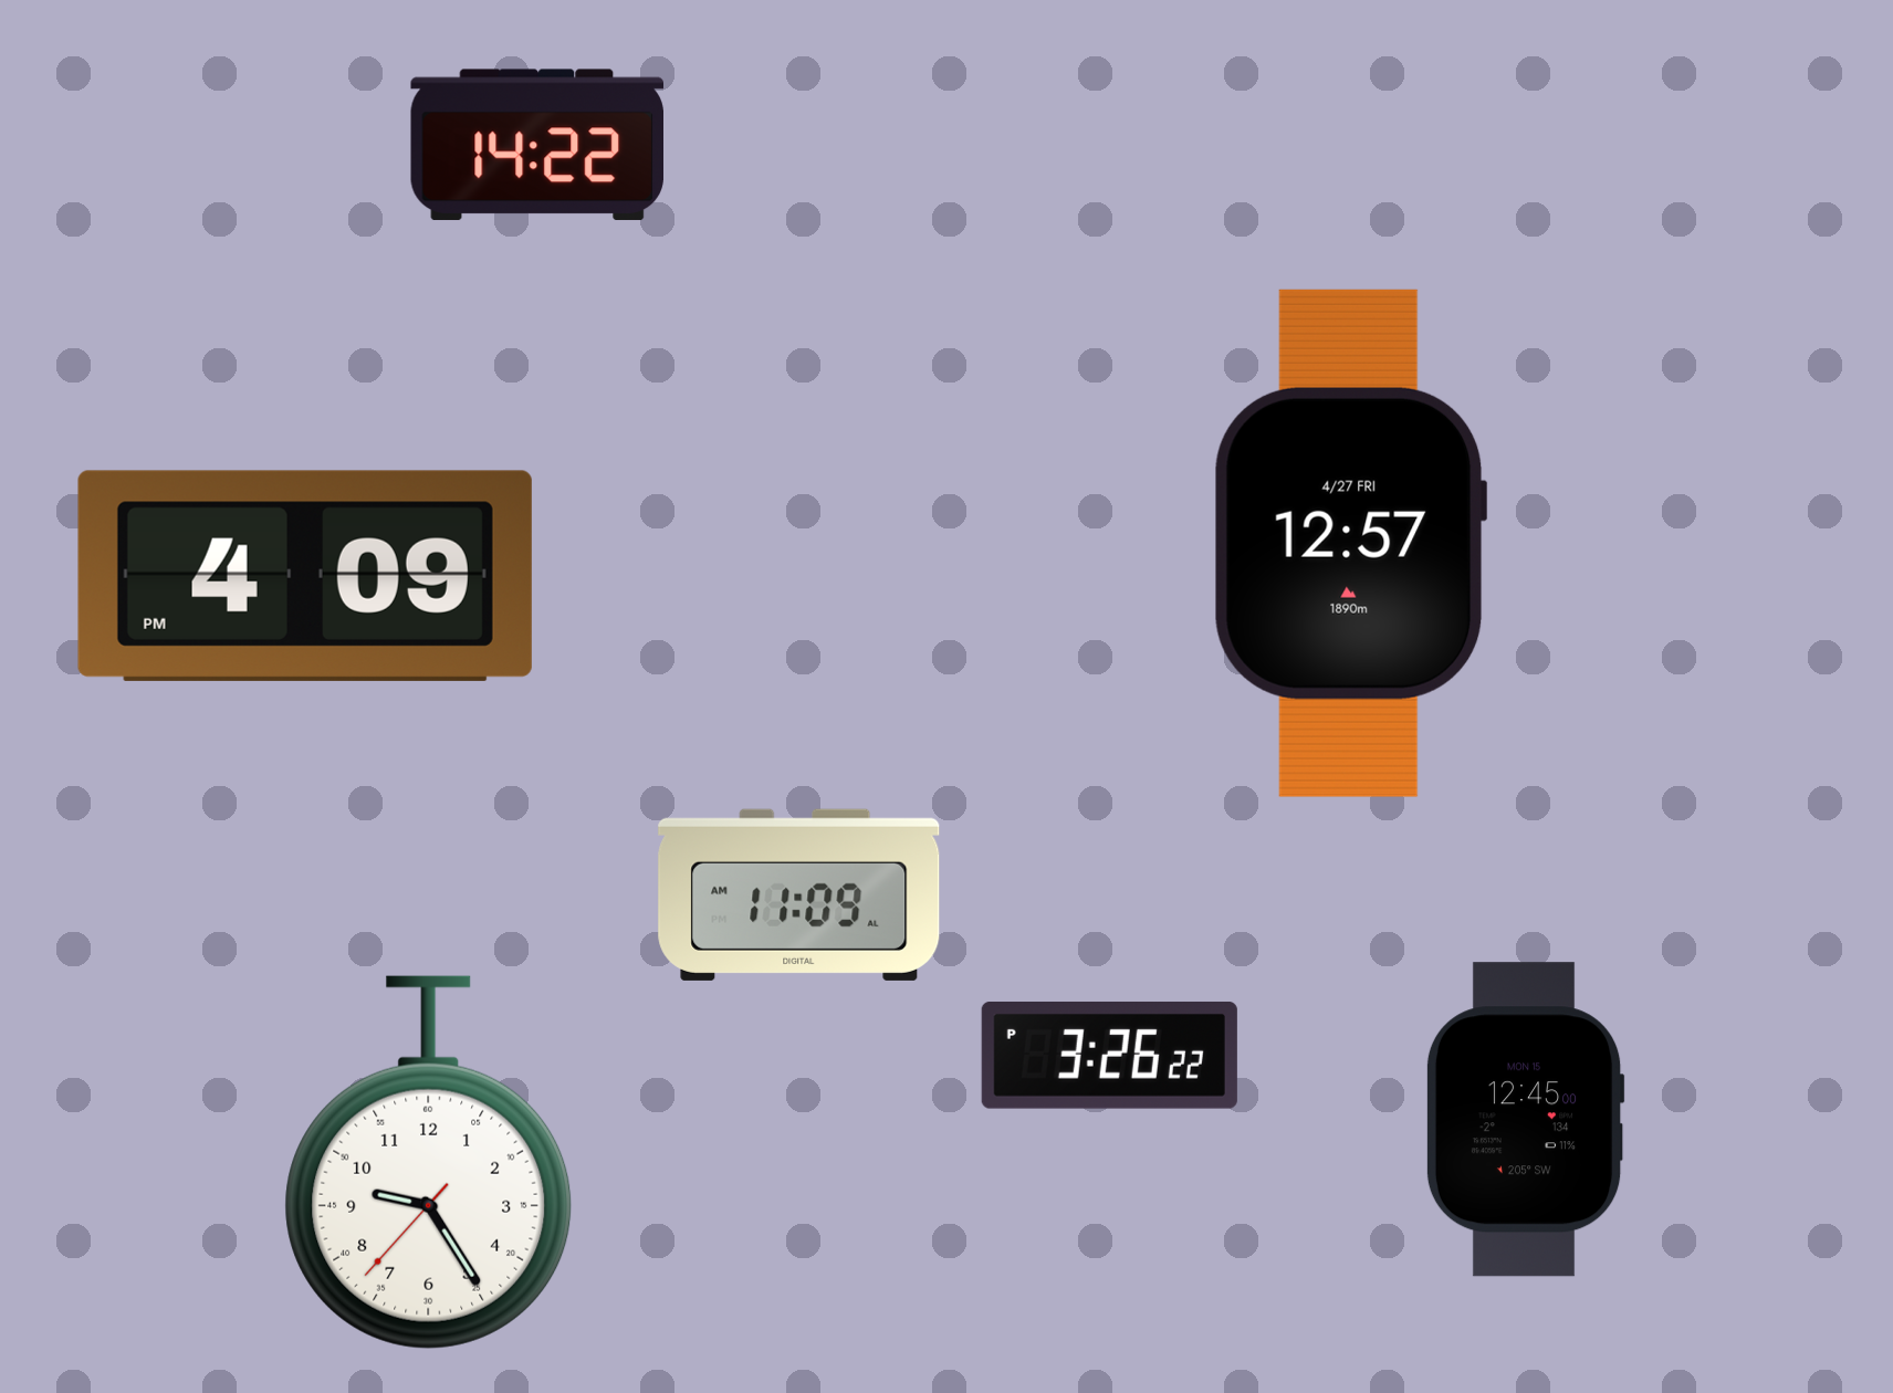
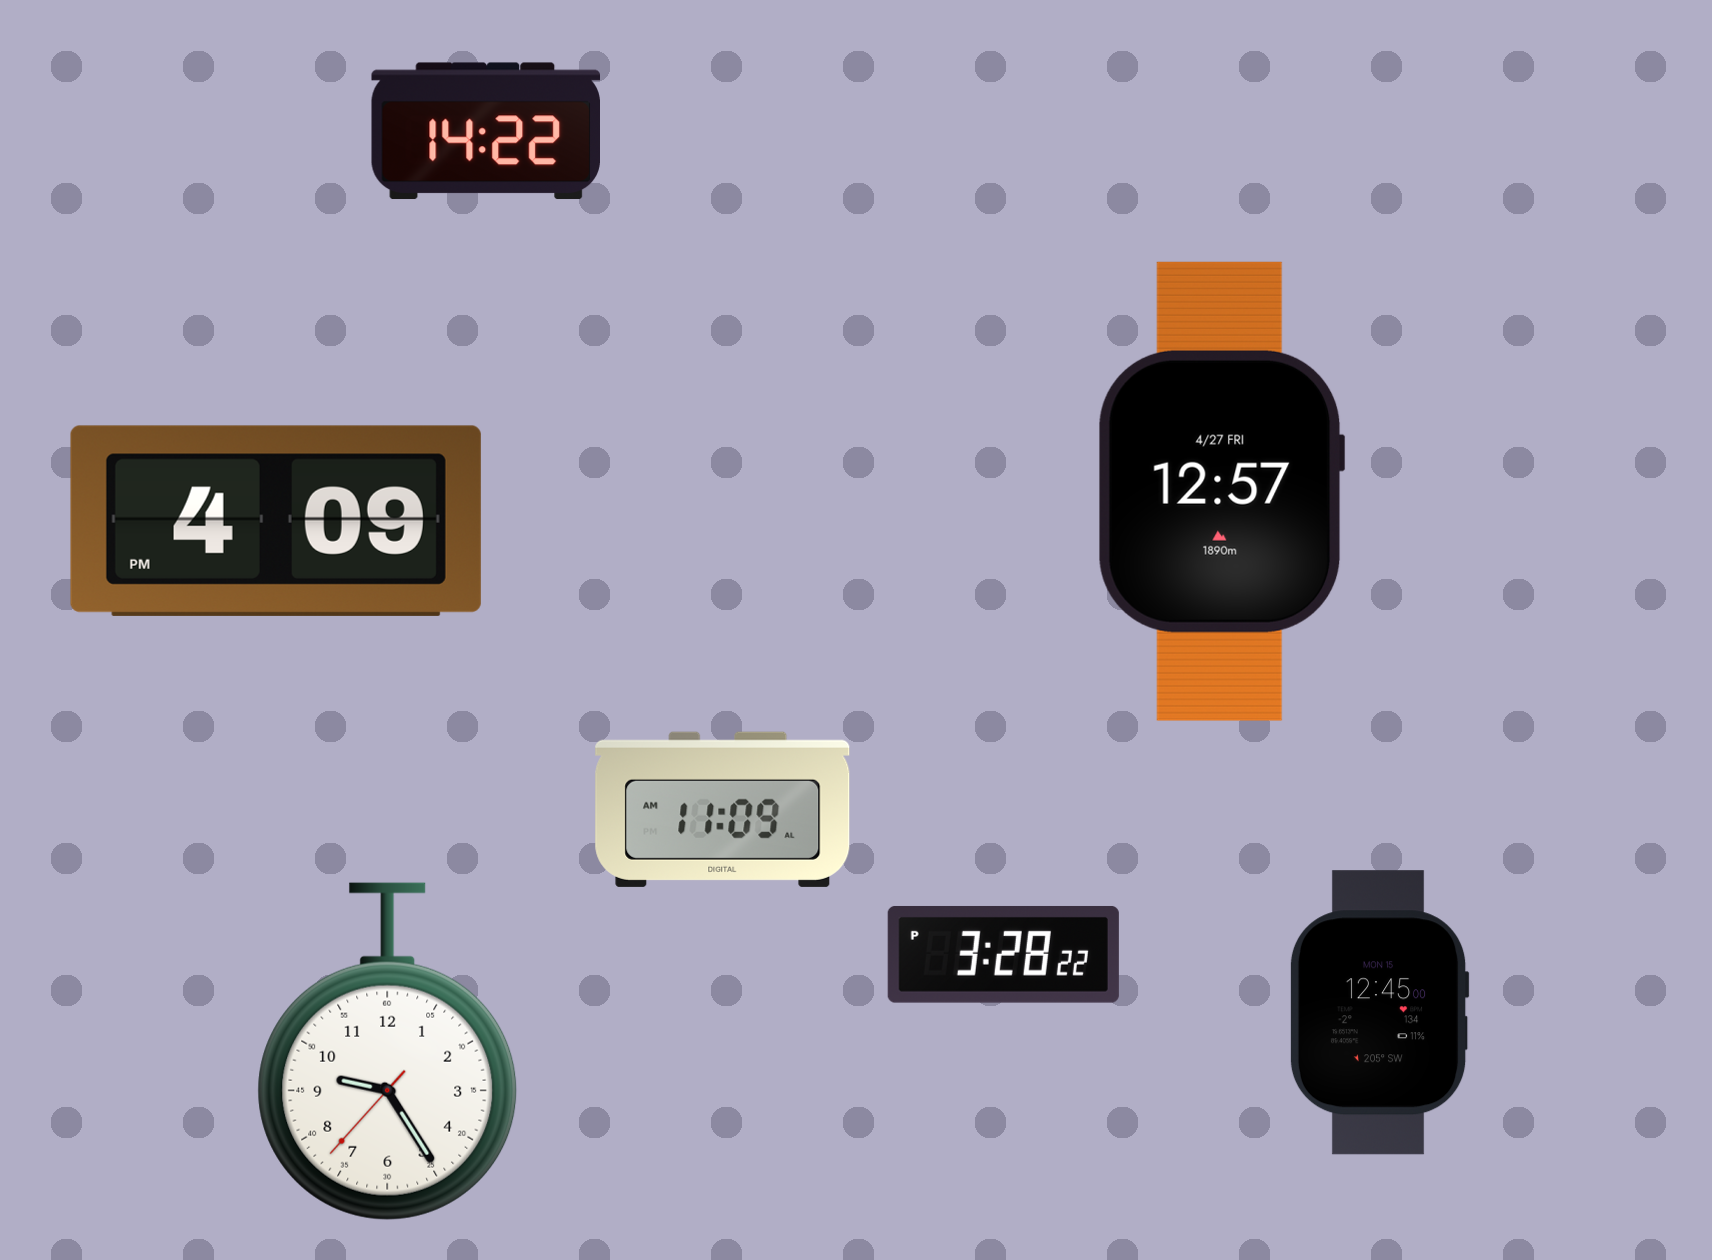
clock at (1109, 1055): 3:26 -> 3:28
